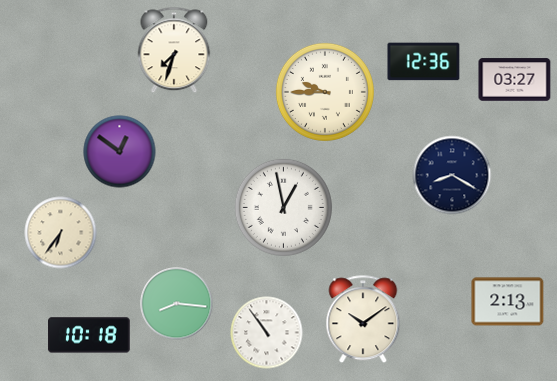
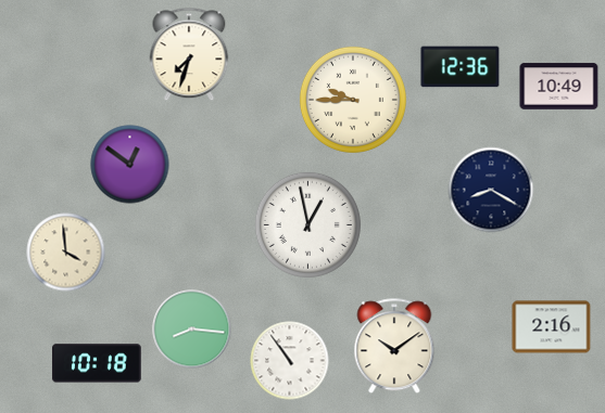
clock at (515, 80): 03:27 -> 10:49
clock at (61, 233): 6:36 -> 3:59
clock at (508, 302): 2:13 -> 2:16
